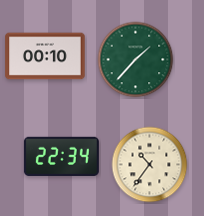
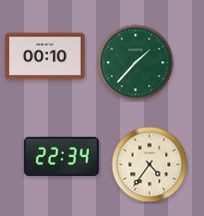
clock at (136, 60) position: (136, 60) -> (136, 63)
clock at (150, 165): 10:36 -> 4:36
